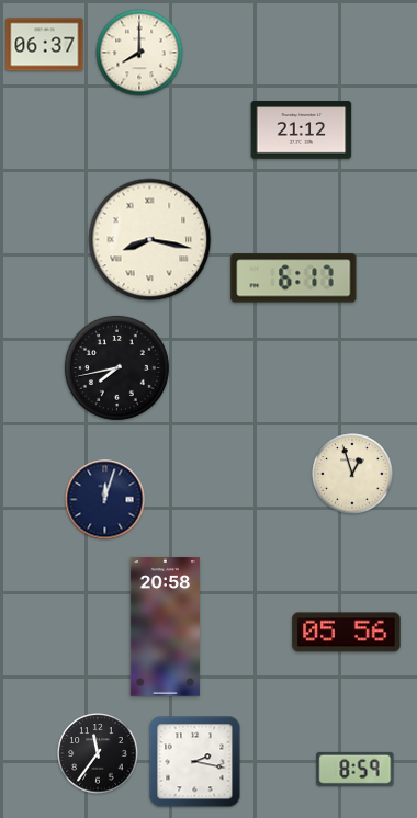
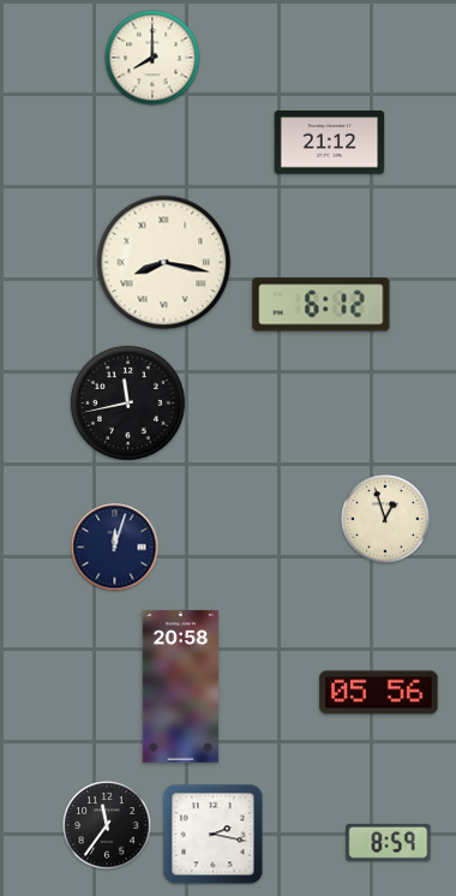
clock at (45, 45): 06:37 -> none
clock at (294, 279): 6:17 -> 6:12
clock at (116, 367): 7:43 -> 11:43
